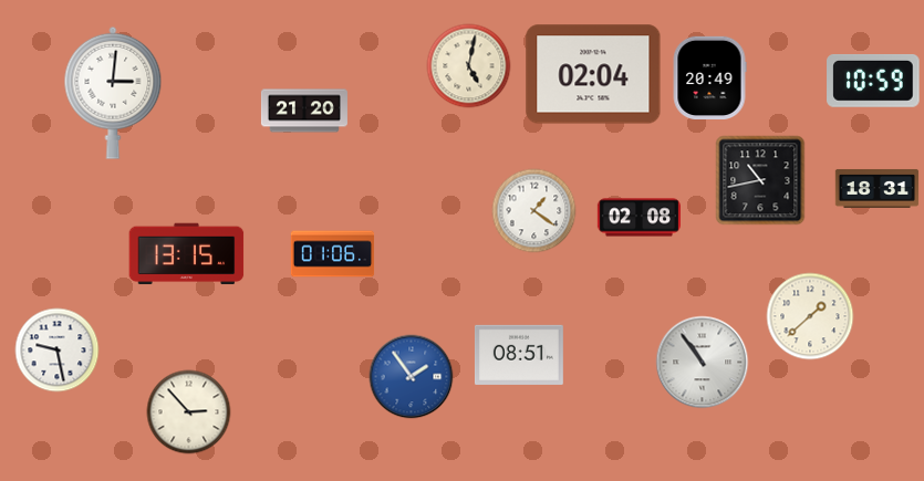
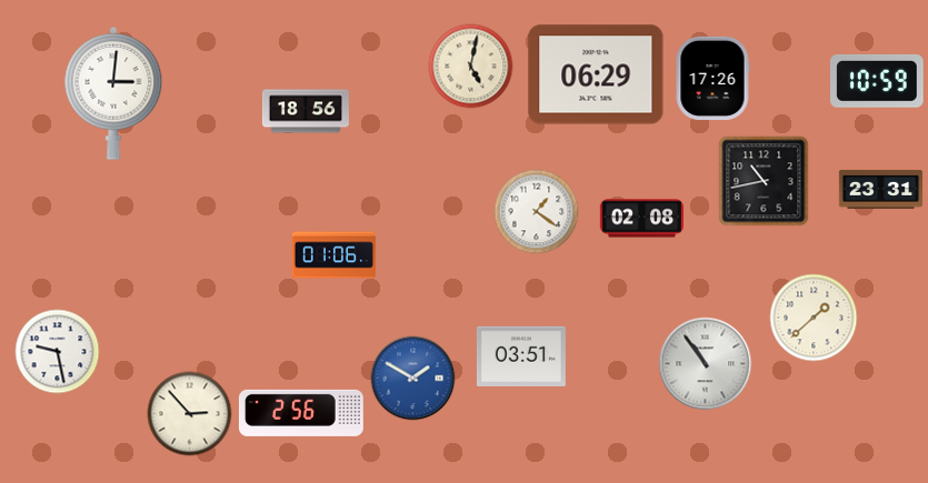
clock at (593, 74): 02:04 -> 06:29
clock at (709, 77): 20:49 -> 17:26
clock at (304, 111): 21:20 -> 18:56
clock at (878, 188): 18:31 -> 23:31
clock at (187, 254): 13:15 -> none
clock at (519, 355): 08:51 -> 03:51
clock at (412, 377): 1:54 -> 1:50
clock at (301, 413): none -> 2:56
